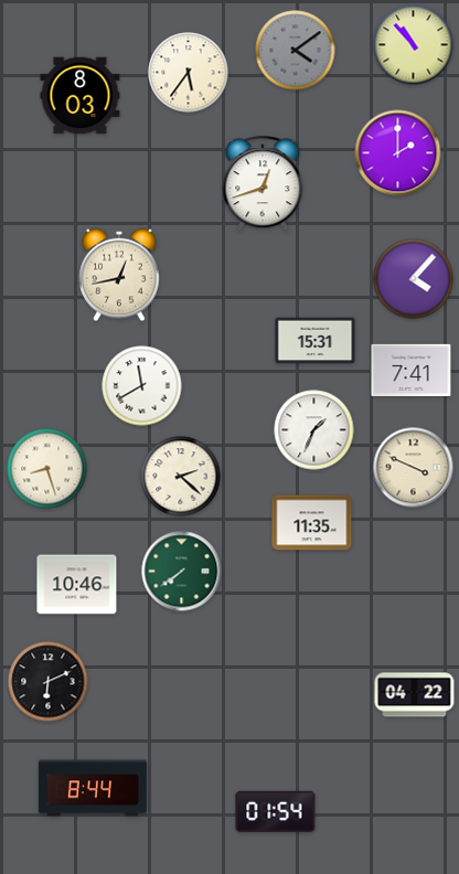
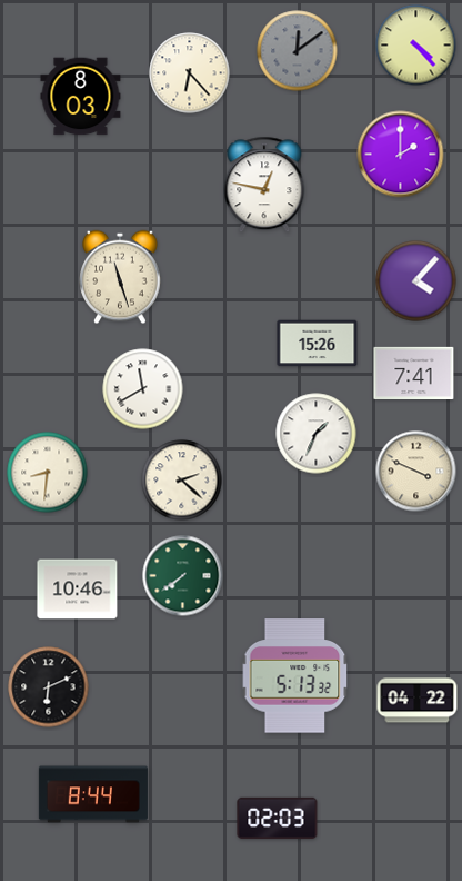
clock at (414, 45): 10:53 -> 4:23
clock at (296, 51): 4:09 -> 12:09
clock at (189, 73): 5:36 -> 6:23
clock at (263, 183): 12:42 -> 12:47
clock at (119, 275): 12:43 -> 11:27
clock at (316, 341): 15:31 -> 15:26
clock at (47, 469): 8:27 -> 8:31
clock at (312, 523): 11:35 -> none
clock at (295, 676): none -> 5:13
clock at (276, 812): 01:54 -> 02:03
